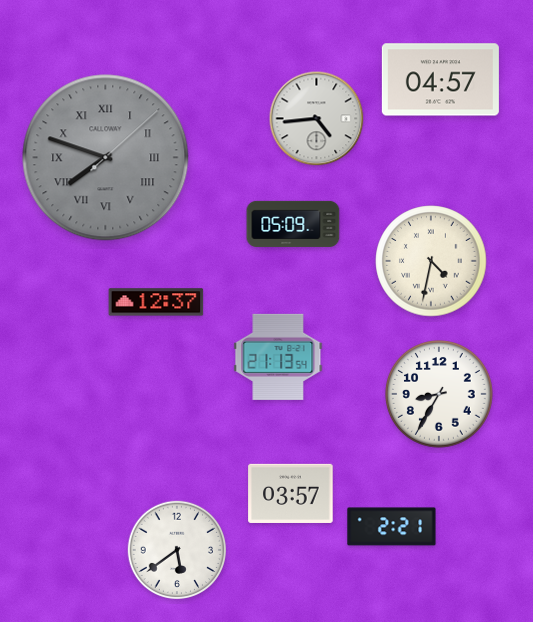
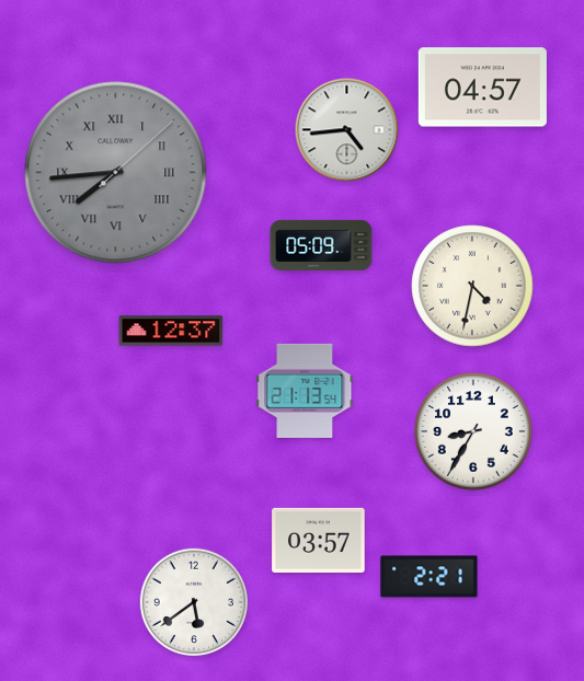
clock at (106, 158): 7:48 -> 7:44
clock at (440, 395) position: (440, 395) -> (474, 432)
